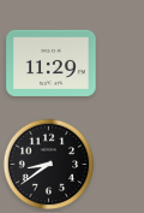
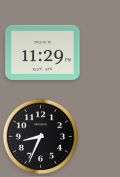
clock at (49, 165): 8:39 -> 8:34
